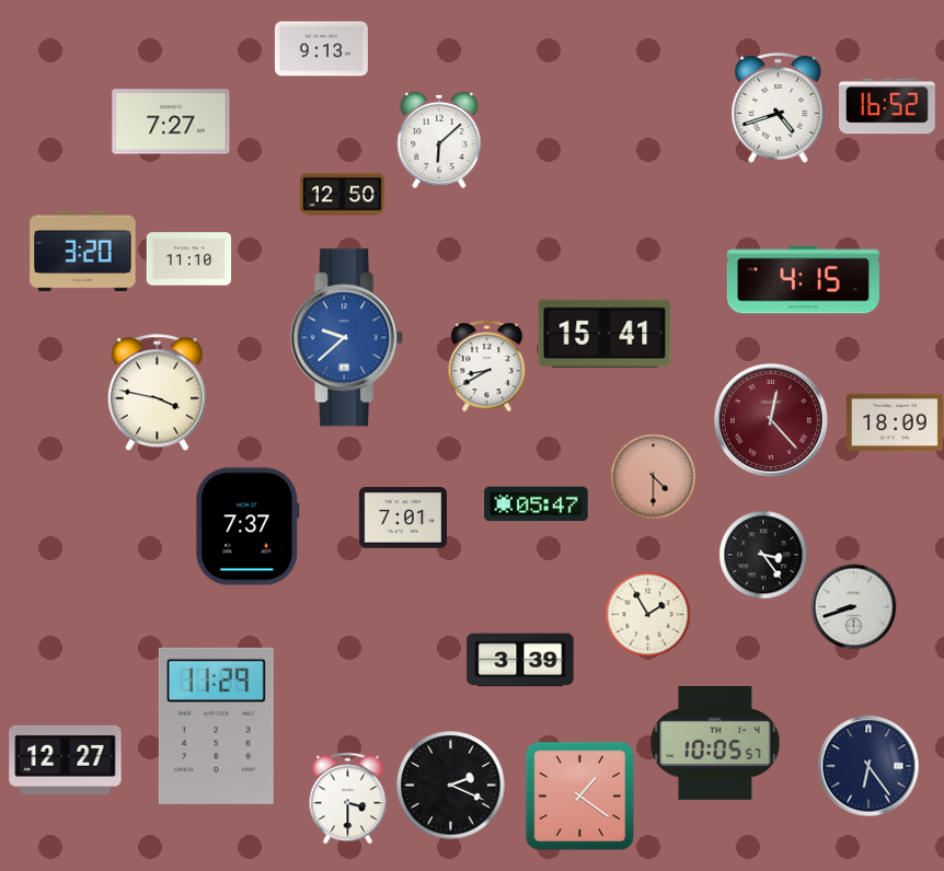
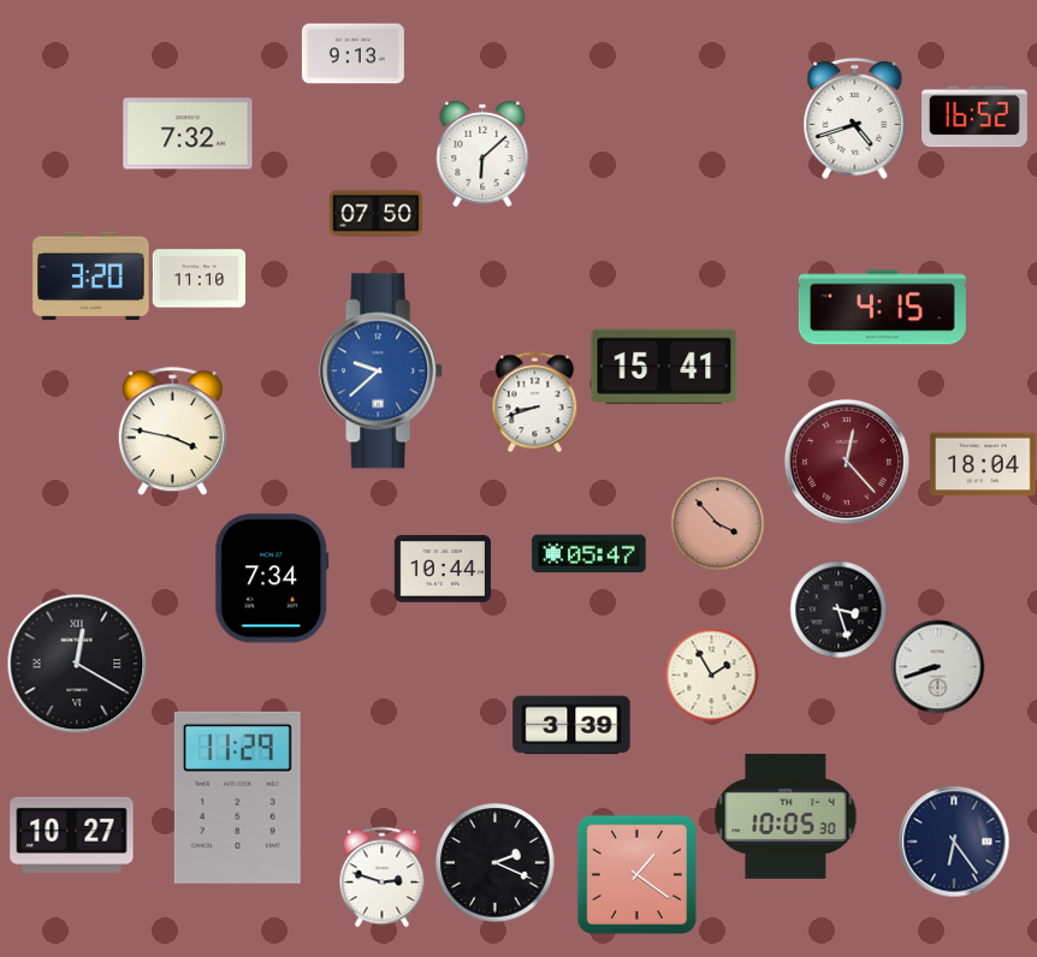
clock at (171, 121): 7:27 -> 7:32
clock at (342, 195): 12:50 -> 07:50
clock at (188, 259) position: (188, 259) -> (198, 279)
clock at (487, 365): 8:40 -> 8:42
clock at (895, 422): 18:09 -> 18:04
clock at (653, 476): 4:30 -> 3:53
clock at (403, 518): 7:01 -> 10:44
clock at (247, 526): 7:37 -> 7:34
clock at (763, 555): 3:24 -> 3:27
clock at (77, 664): none -> 12:20
clock at (715, 743): 10:05:57 -> 10:05:30
clock at (66, 759): 12:27 -> 10:27
clock at (348, 798): 3:30 -> 2:48
